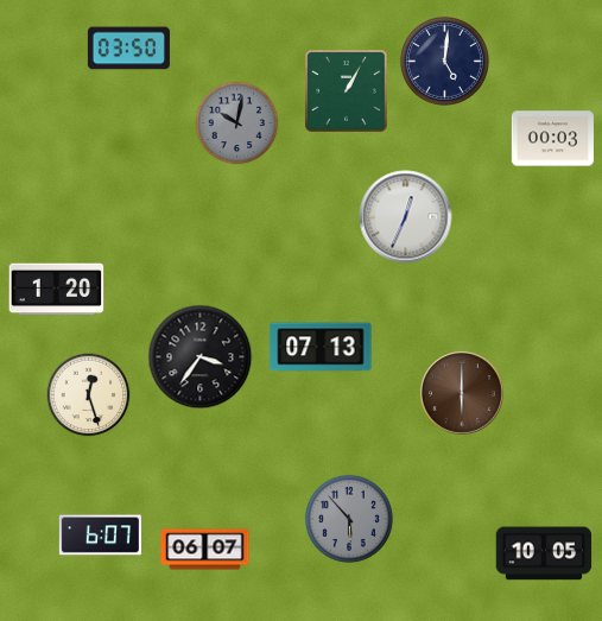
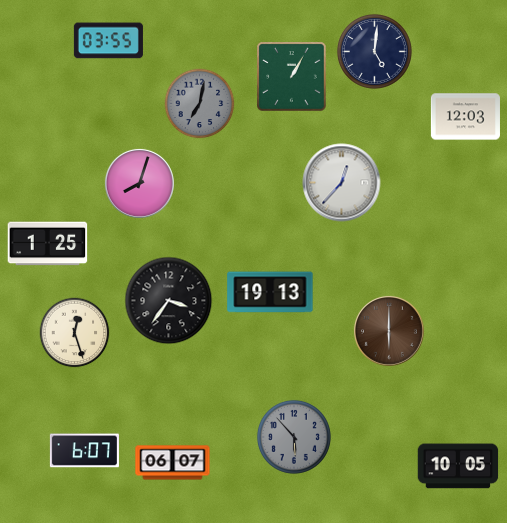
clock at (128, 49): 03:50 -> 03:55
clock at (237, 123): 10:02 -> 7:02
clock at (552, 139): 00:03 -> 12:03
clock at (139, 183): none -> 8:03
clock at (406, 217): 12:34 -> 12:37
clock at (57, 290): 1:20 -> 1:25
clock at (321, 347): 07:13 -> 19:13
